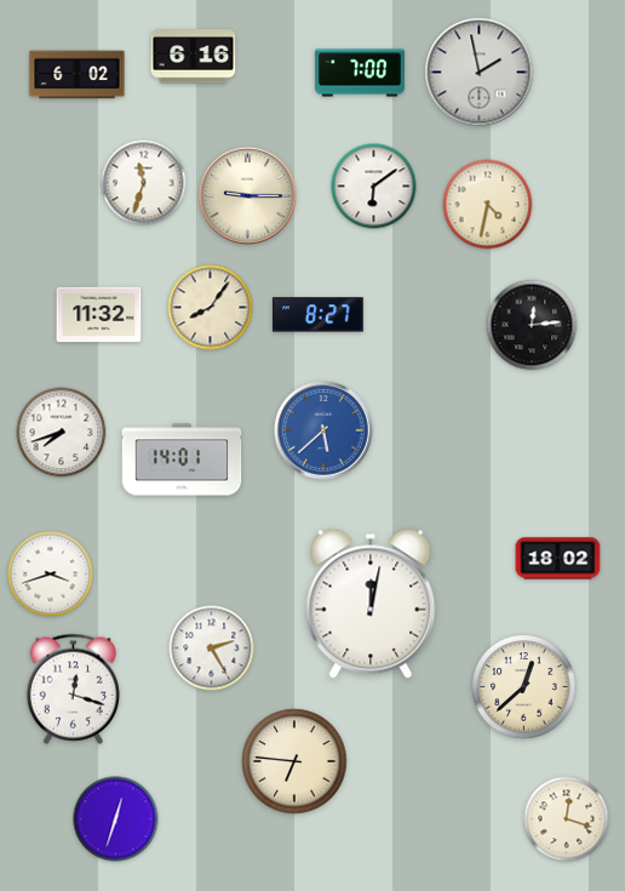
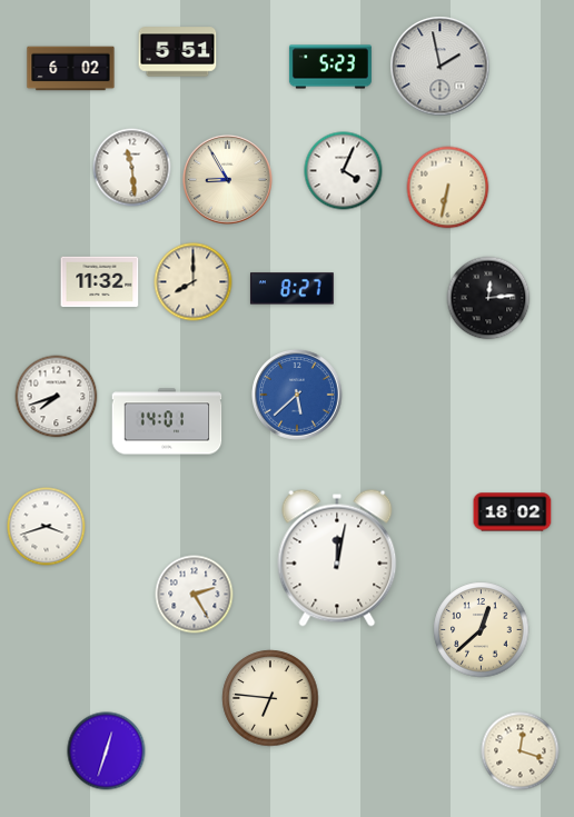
clock at (194, 57): 6:16 -> 5:51
clock at (360, 73): 7:00 -> 5:23
clock at (144, 183): 11:33 -> 11:29
clock at (374, 187): 6:09 -> 4:04
clock at (247, 195): 9:15 -> 8:55
clock at (488, 205): 4:32 -> 6:32
clock at (211, 308): 8:06 -> 8:00
clock at (99, 315) position: (99, 315) -> (100, 282)
clock at (371, 604) position: (371, 604) -> (337, 558)
clock at (73, 689): 12:18 -> none
